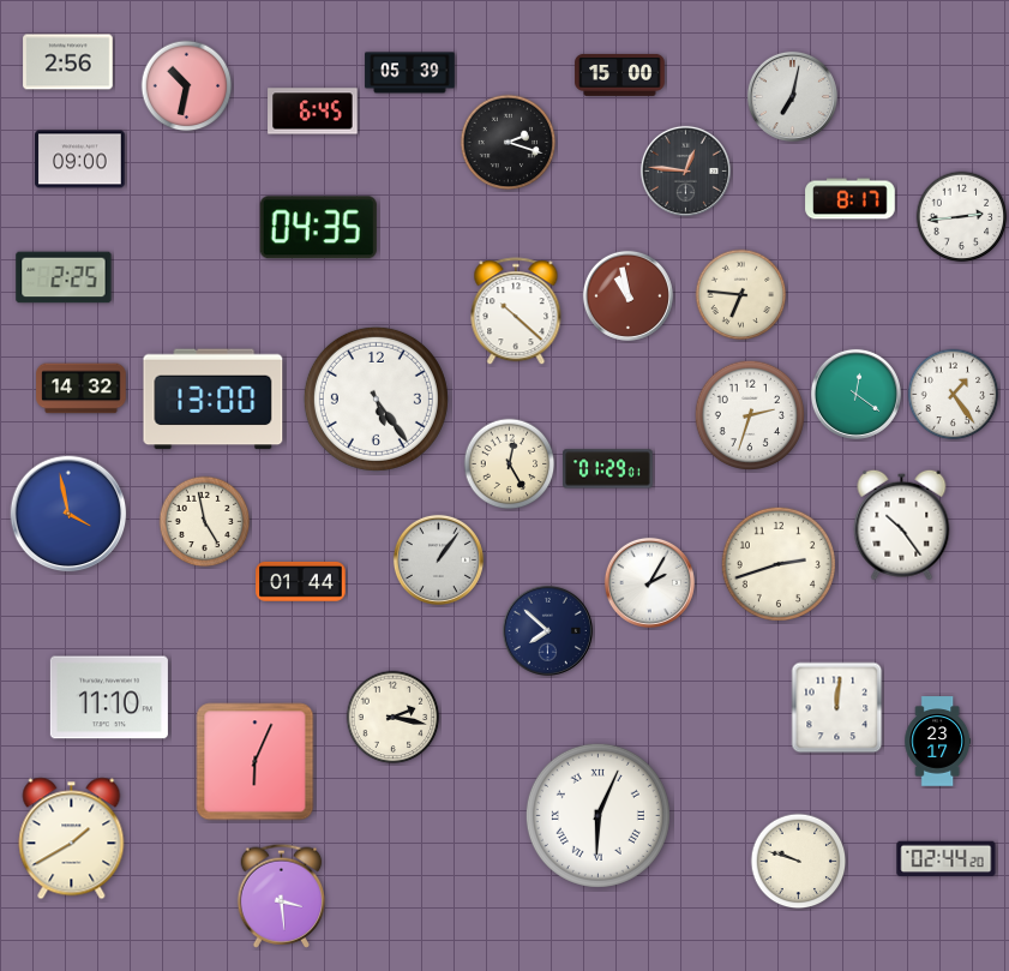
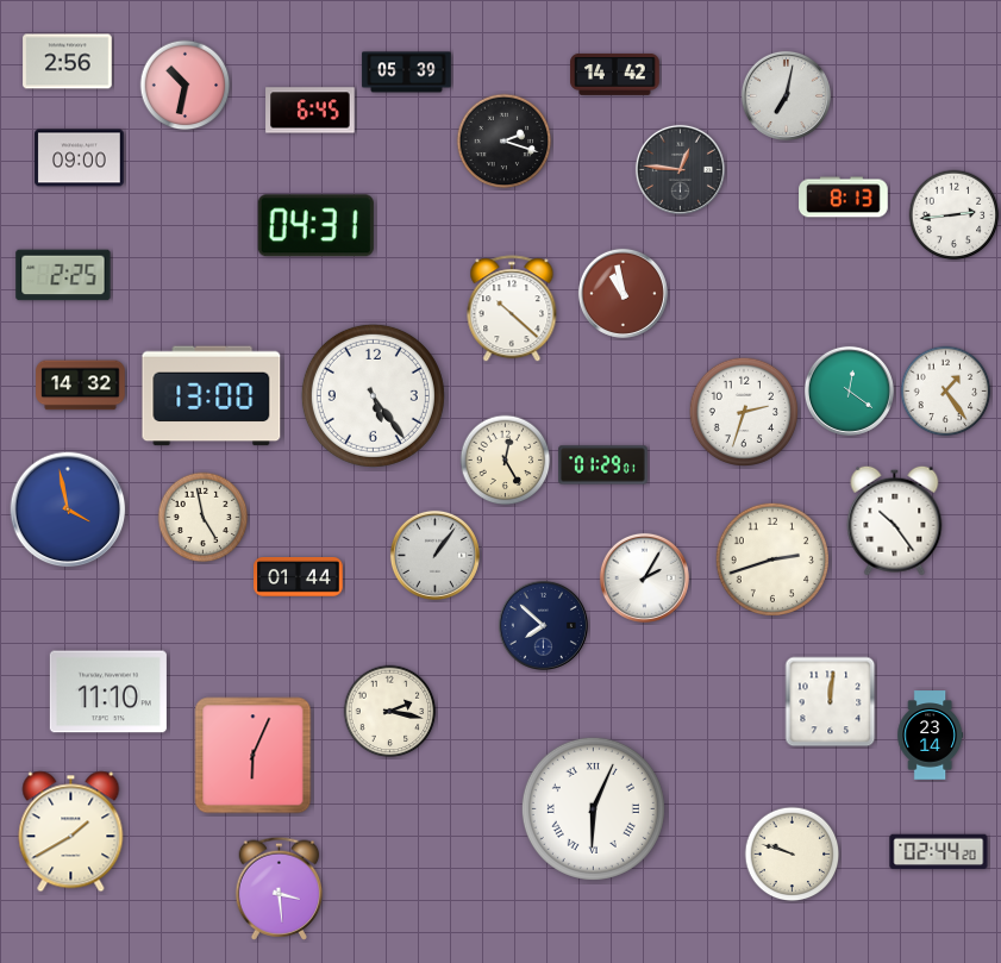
clock at (620, 74): 15:00 -> 14:42
clock at (851, 199): 8:17 -> 8:13
clock at (318, 228): 04:35 -> 04:31
clock at (741, 295): 6:46 -> none
clock at (938, 742): 23:17 -> 23:14
